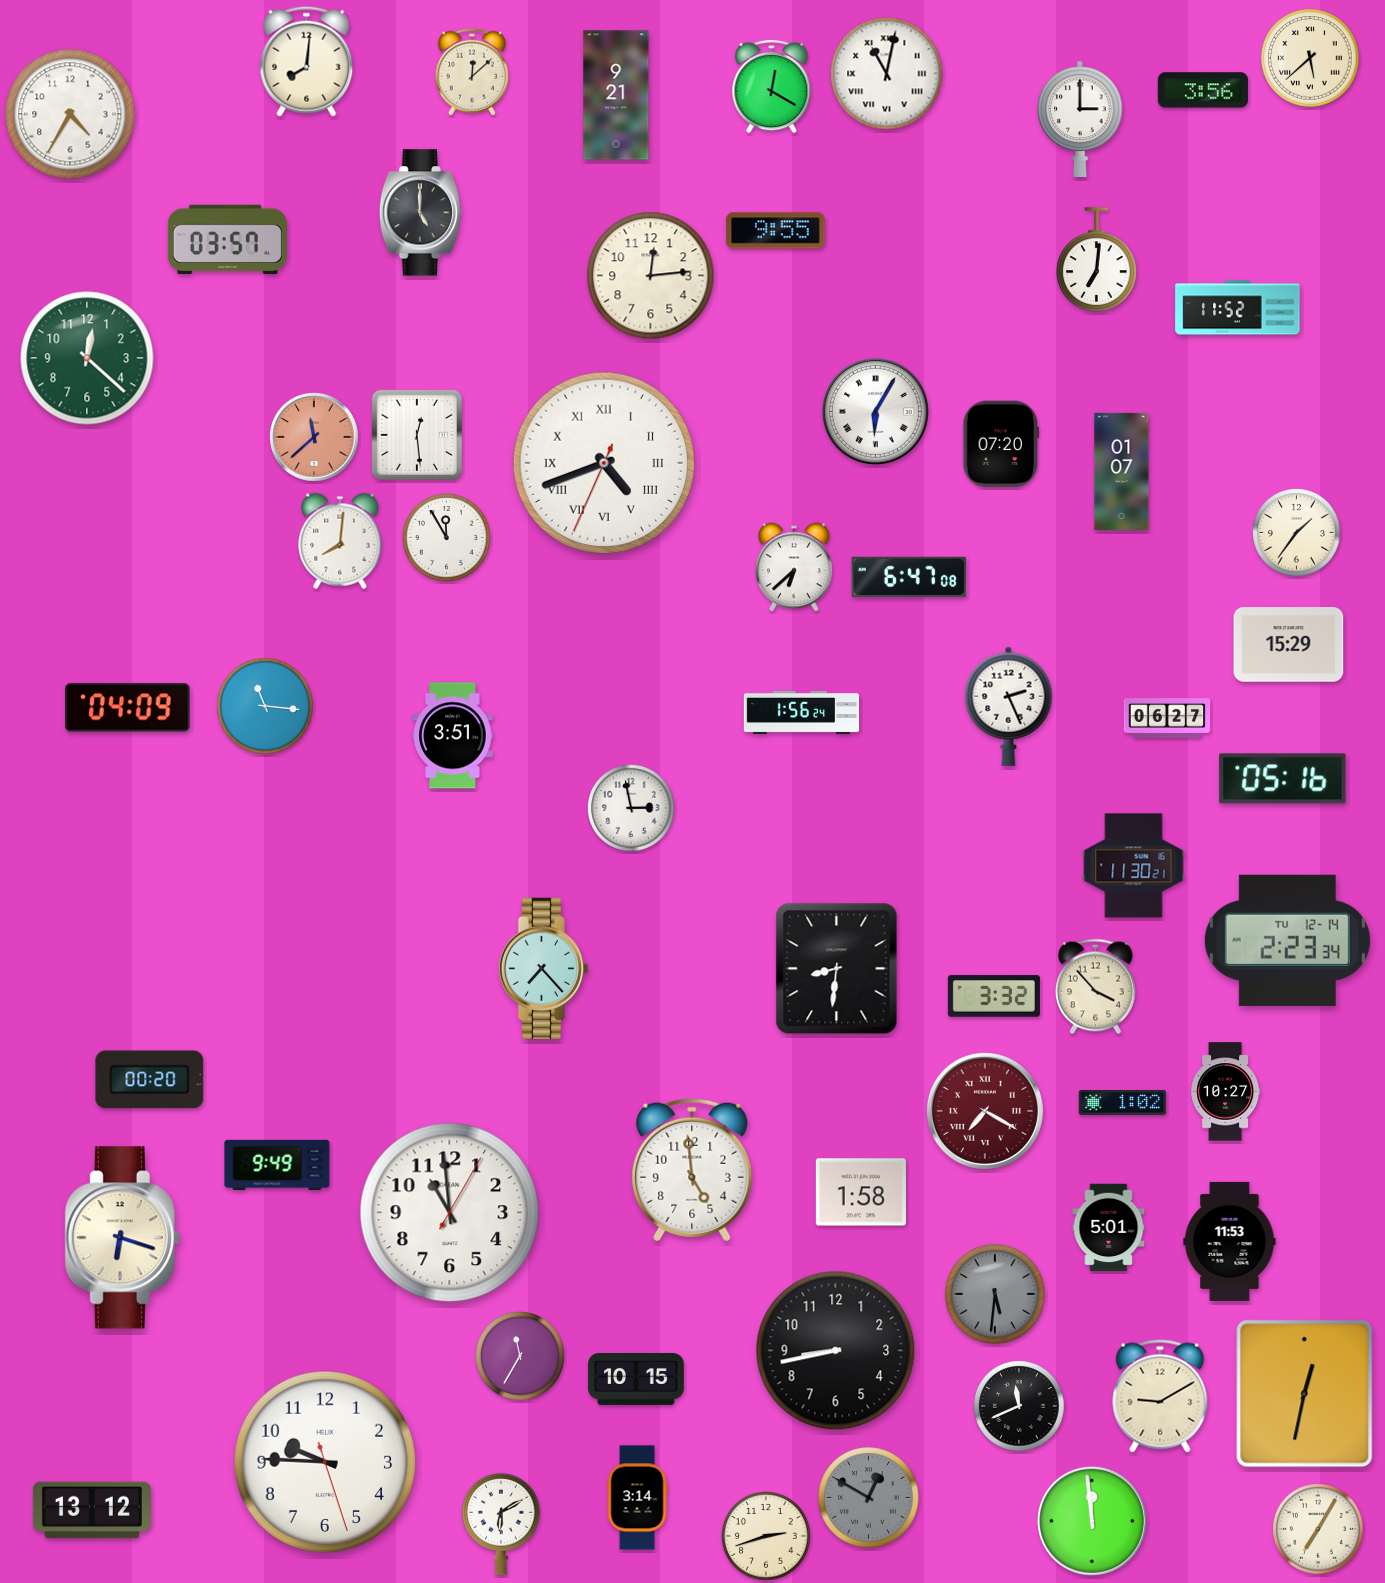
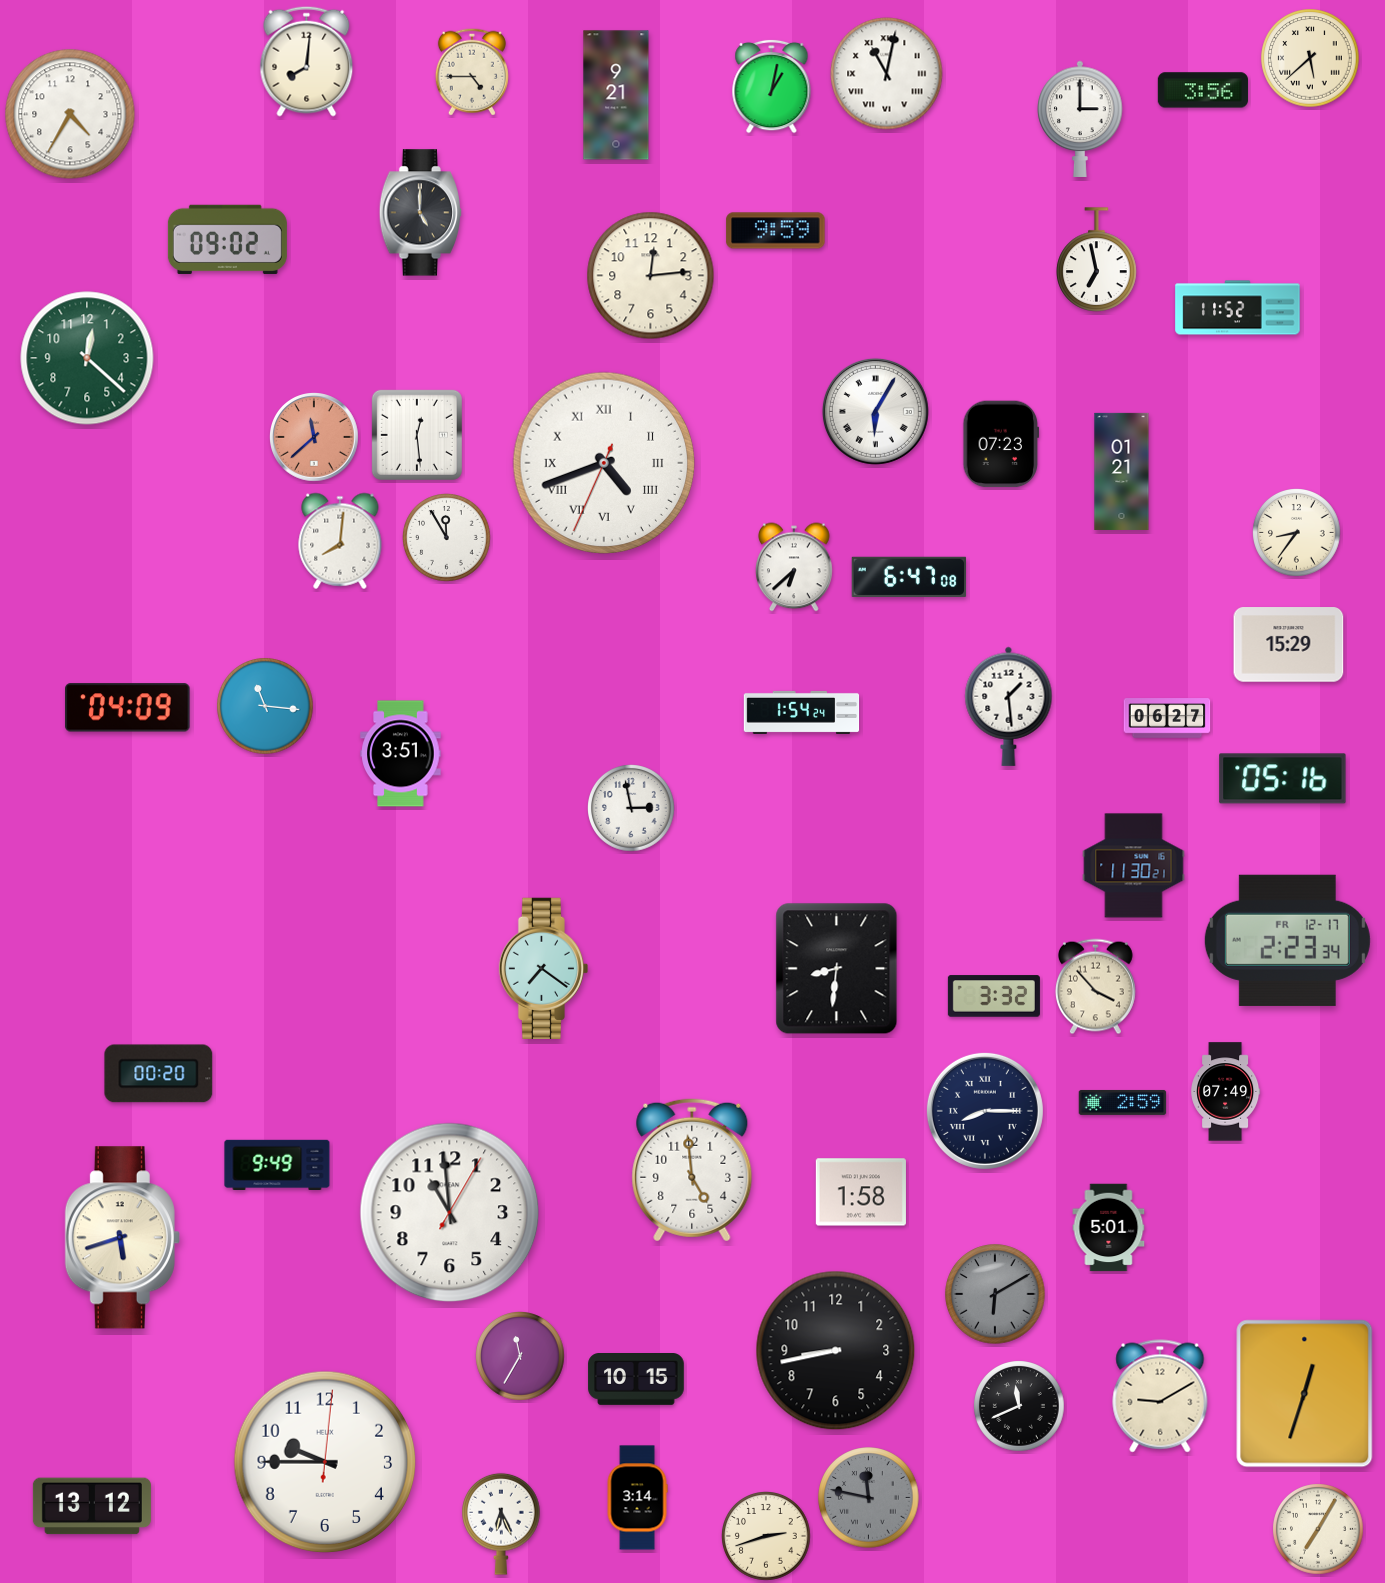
clock at (472, 72): 12:08 -> 4:45
clock at (772, 86): 12:20 -> 1:02
clock at (776, 231): 9:55 -> 9:59
clock at (227, 239): 03:57 -> 09:02
clock at (1097, 260): 7:01 -> 6:58
clock at (1001, 444): 07:20 -> 07:23
clock at (1122, 471): 01:07 -> 01:21
clock at (1297, 533): 1:36 -> 8:36
clock at (1009, 706): 2:26 -> 1:29
clock at (802, 712): 1:56 -> 1:54
clock at (453, 736) position: (453, 736) -> (401, 754)
clock at (1287, 940) date: TU 12-14 -> FR 12-17
clock at (544, 968): 7:23 -> 7:21
clock at (150, 1080) position: (150, 1080) -> (159, 1074)
clock at (1226, 1092): 10:27 -> 07:49
clock at (1123, 1102): 1:02 -> 2:59
clock at (985, 1111): 7:20 -> 8:15
clock at (985, 1111) dial: burgundy -> navy
clock at (122, 1238): 6:18 -> 5:42
clock at (1230, 1241): 11:53 -> none
clock at (995, 1294): 5:31 -> 6:10
clock at (1305, 1394): 12:32 -> 12:33
clock at (325, 1462): 9:45:27 -> 9:45:01
clock at (869, 1498): 12:50 -> 11:47
clock at (92, 1510) position: (92, 1510) -> (92, 1506)
clock at (1092, 1521): 11:59 -> none
clock at (501, 1524): 6:10 -> 6:26
